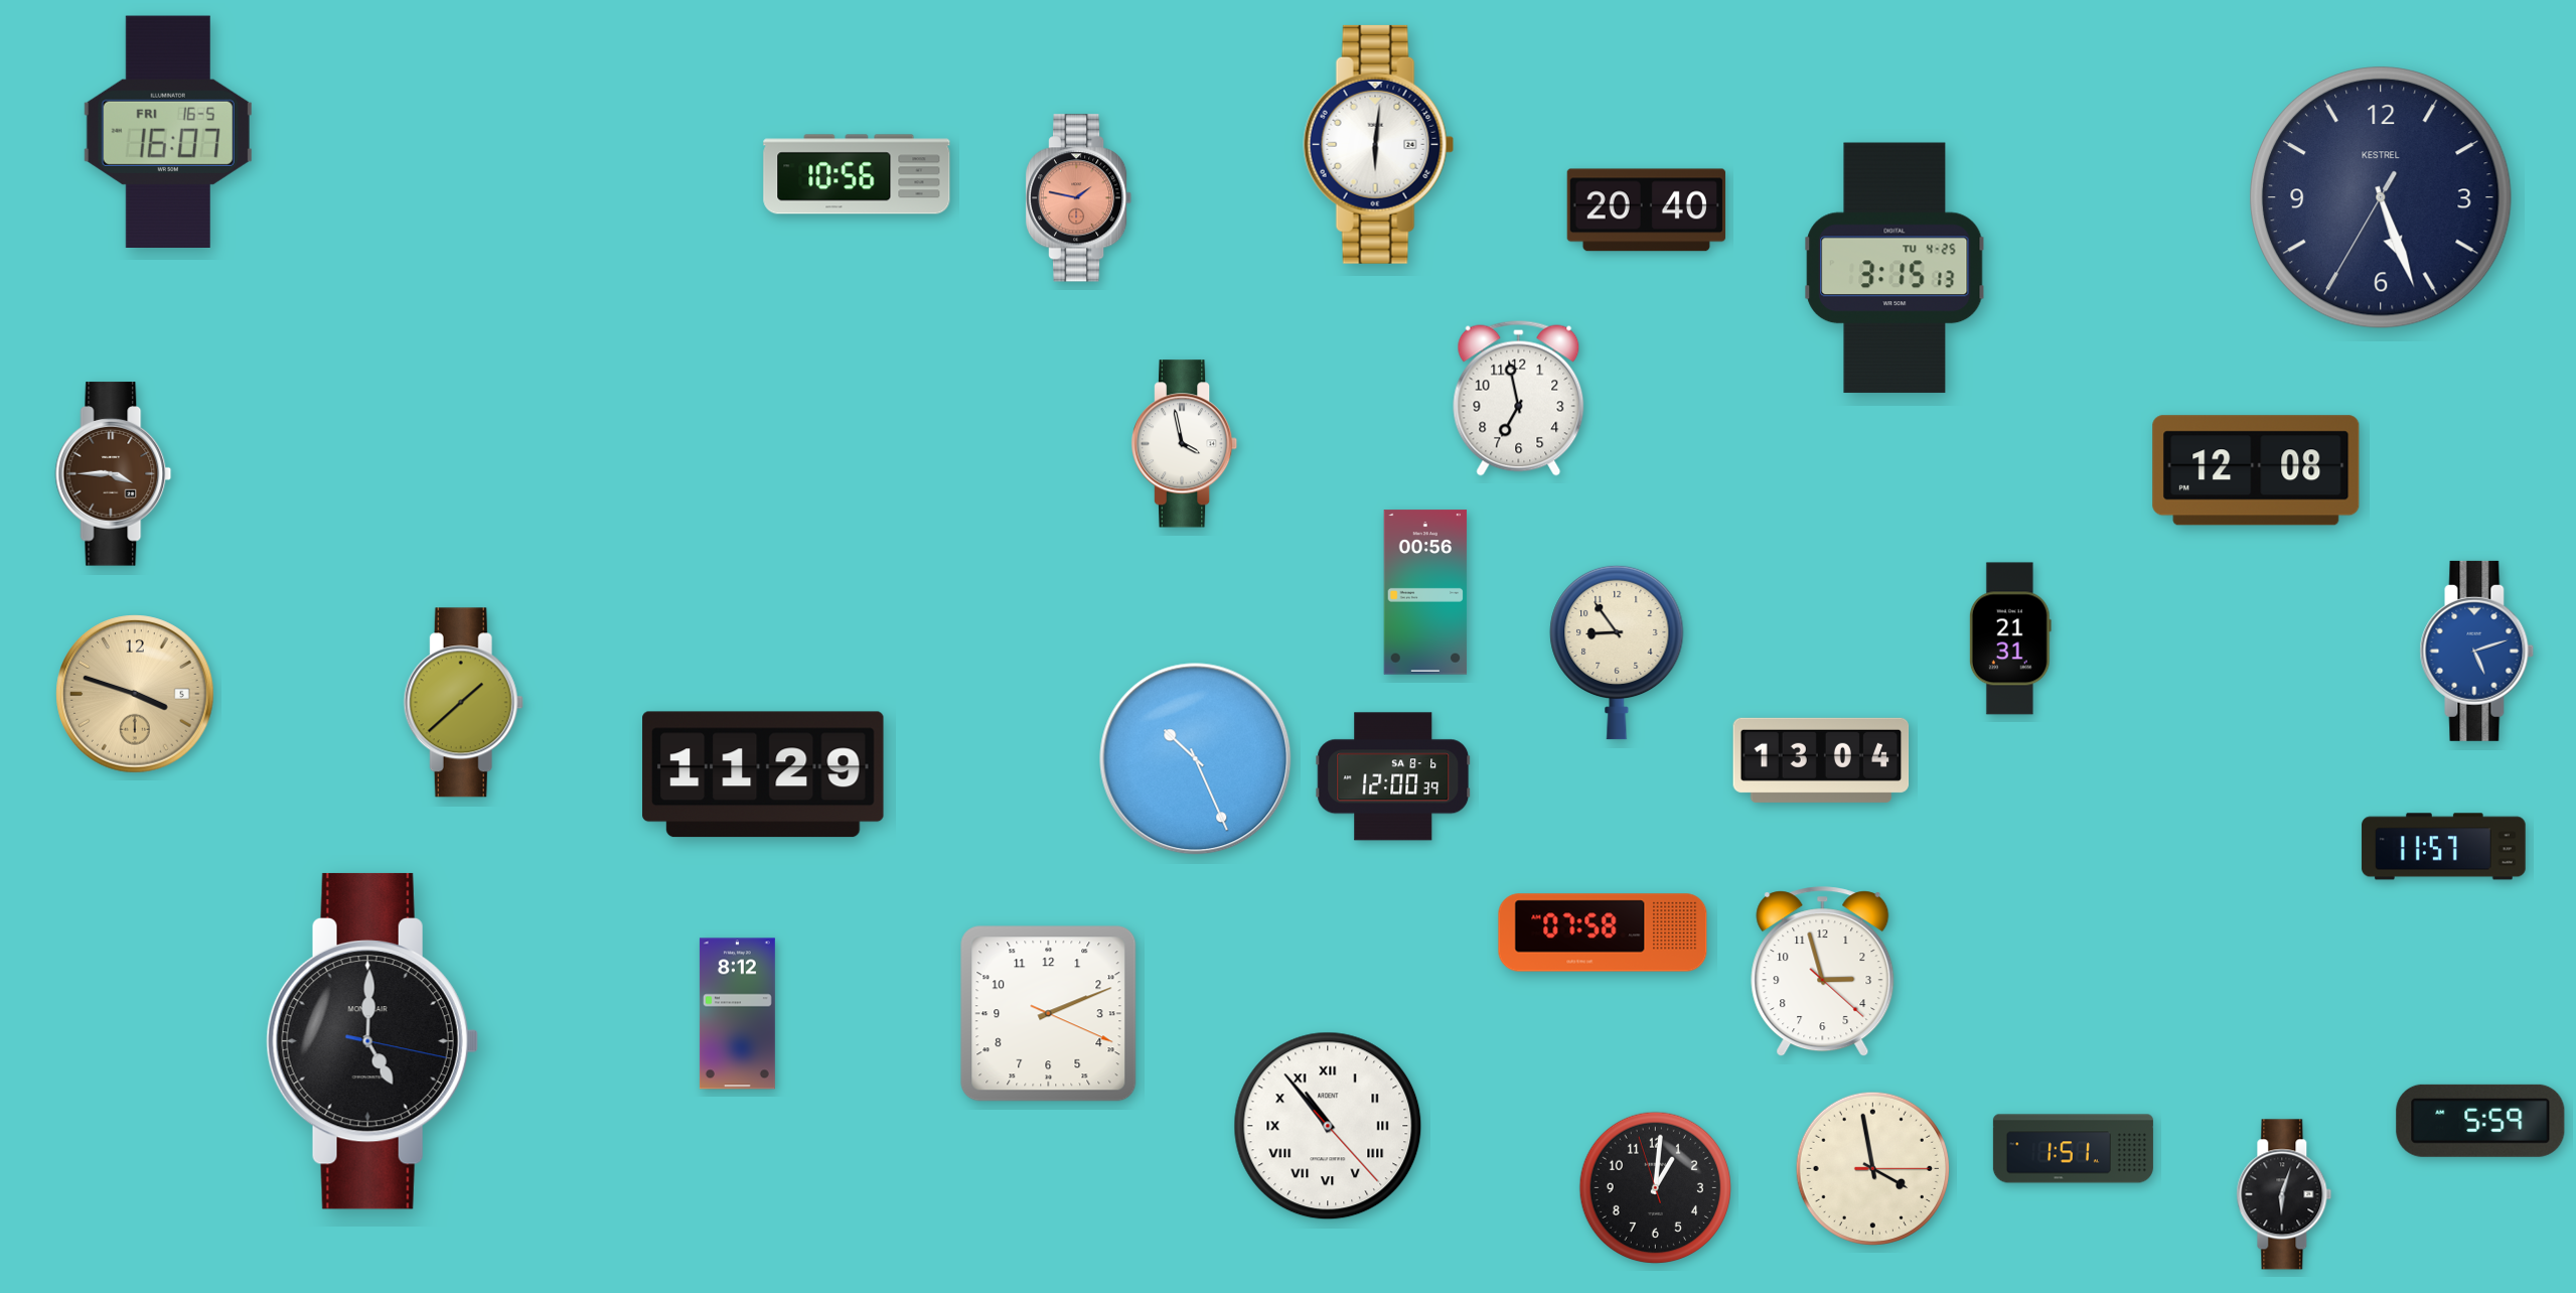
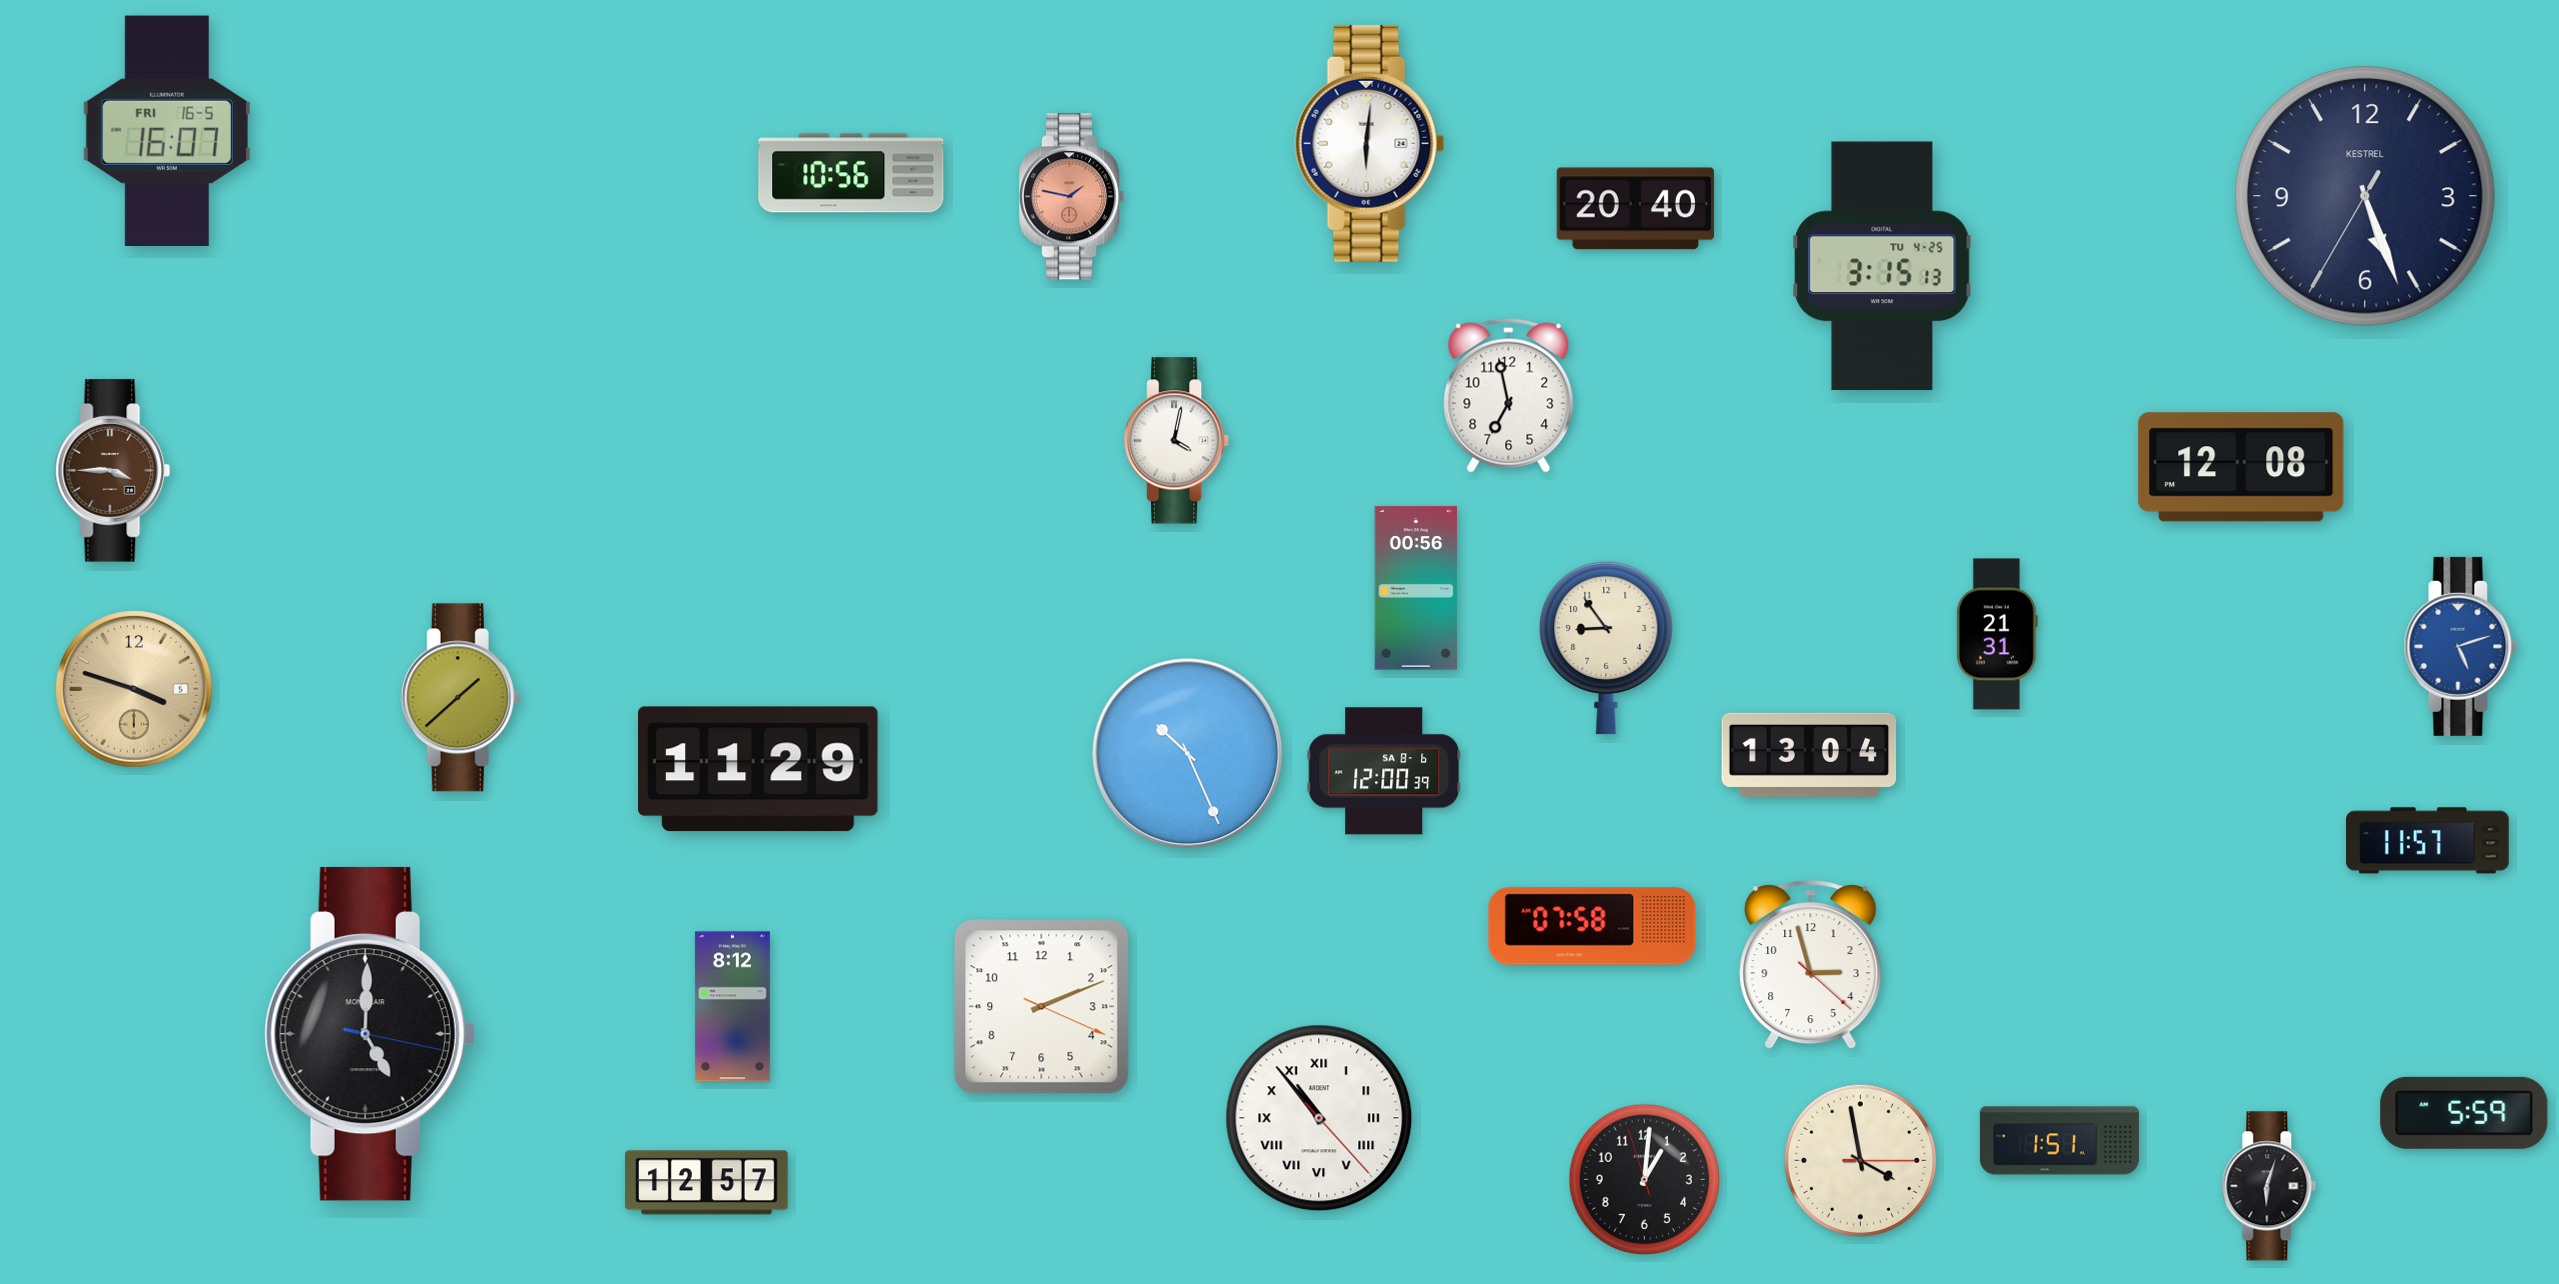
clock at (1185, 444): 3:58 -> 4:02
clock at (707, 1183): none -> 12:57
